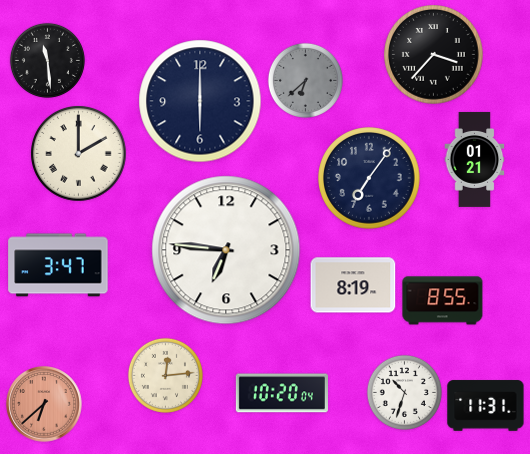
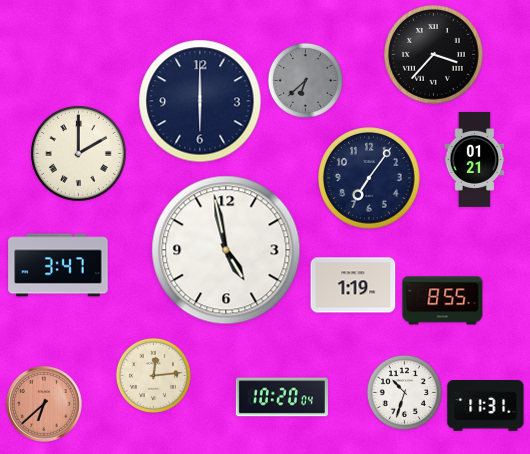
clock at (47, 60): 11:29 -> none
clock at (226, 250): 6:46 -> 4:58
clock at (353, 285): 8:19 -> 1:19
clock at (165, 375) position: (165, 375) -> (153, 375)
clock at (282, 393) position: (282, 393) -> (282, 397)
